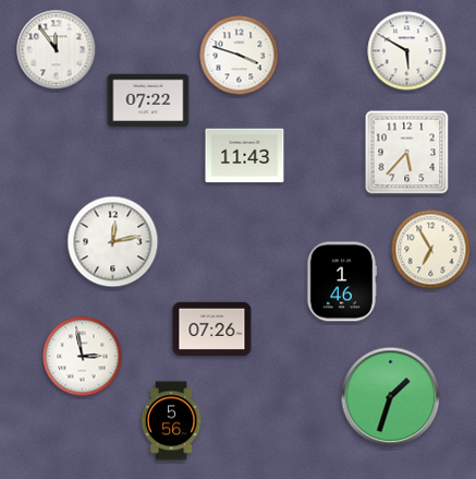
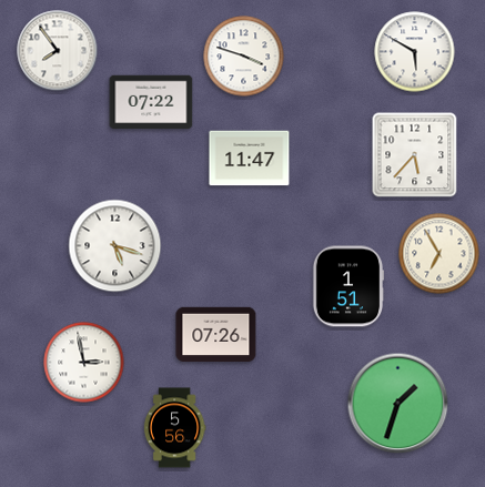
clock at (57, 50): 11:54 -> 7:54
clock at (245, 156): 11:43 -> 11:47
clock at (113, 242): 12:13 -> 5:18
clock at (342, 282): 1:46 -> 1:51
